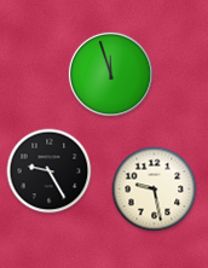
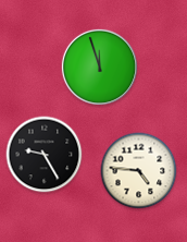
clock at (155, 190): 9:28 -> 4:46
